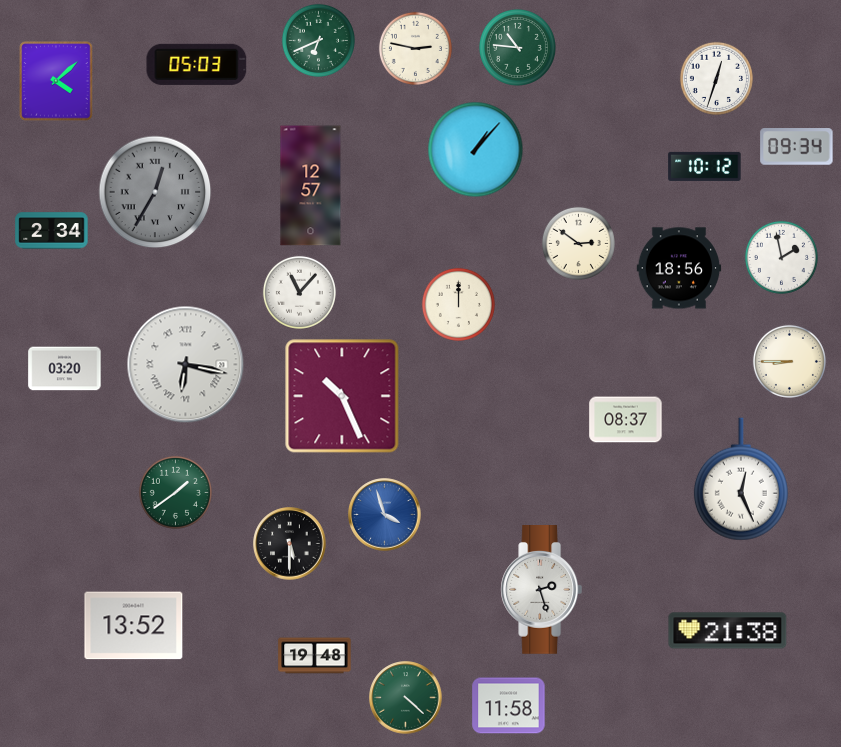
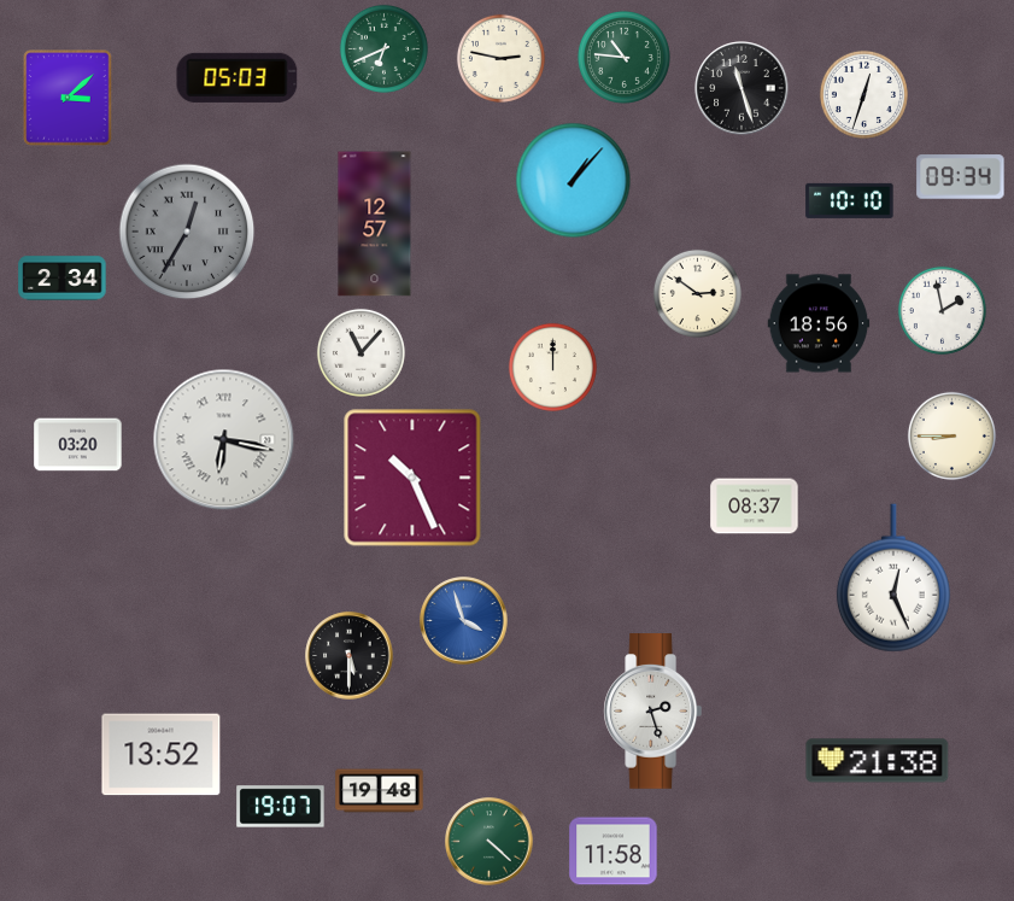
clock at (742, 88): none -> 11:27
clock at (56, 81): 4:08 -> 3:08
clock at (705, 166): 10:12 -> 10:10
clock at (175, 492): 1:39 -> none
clock at (281, 807): none -> 19:07
